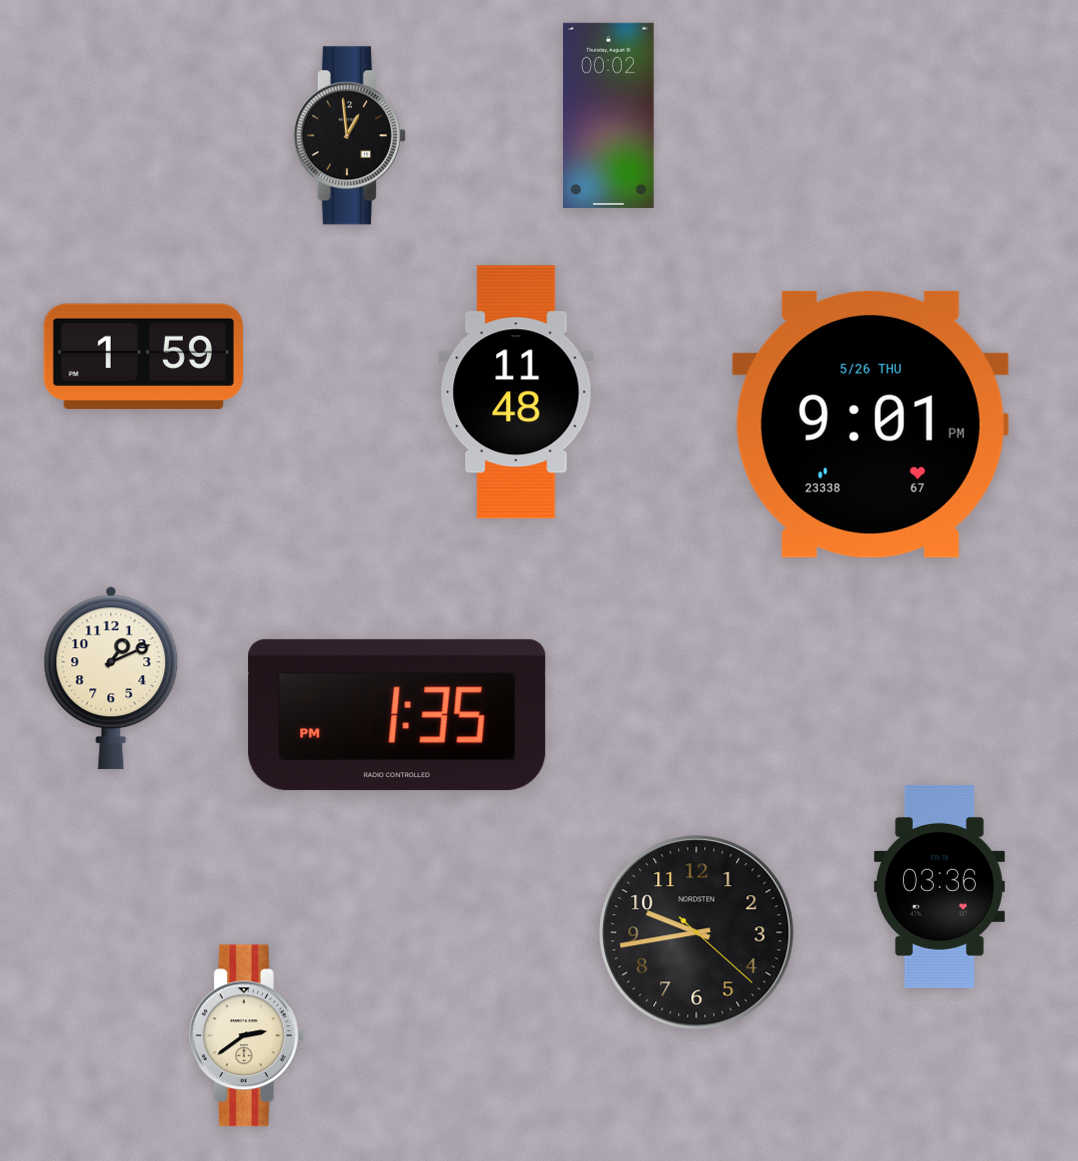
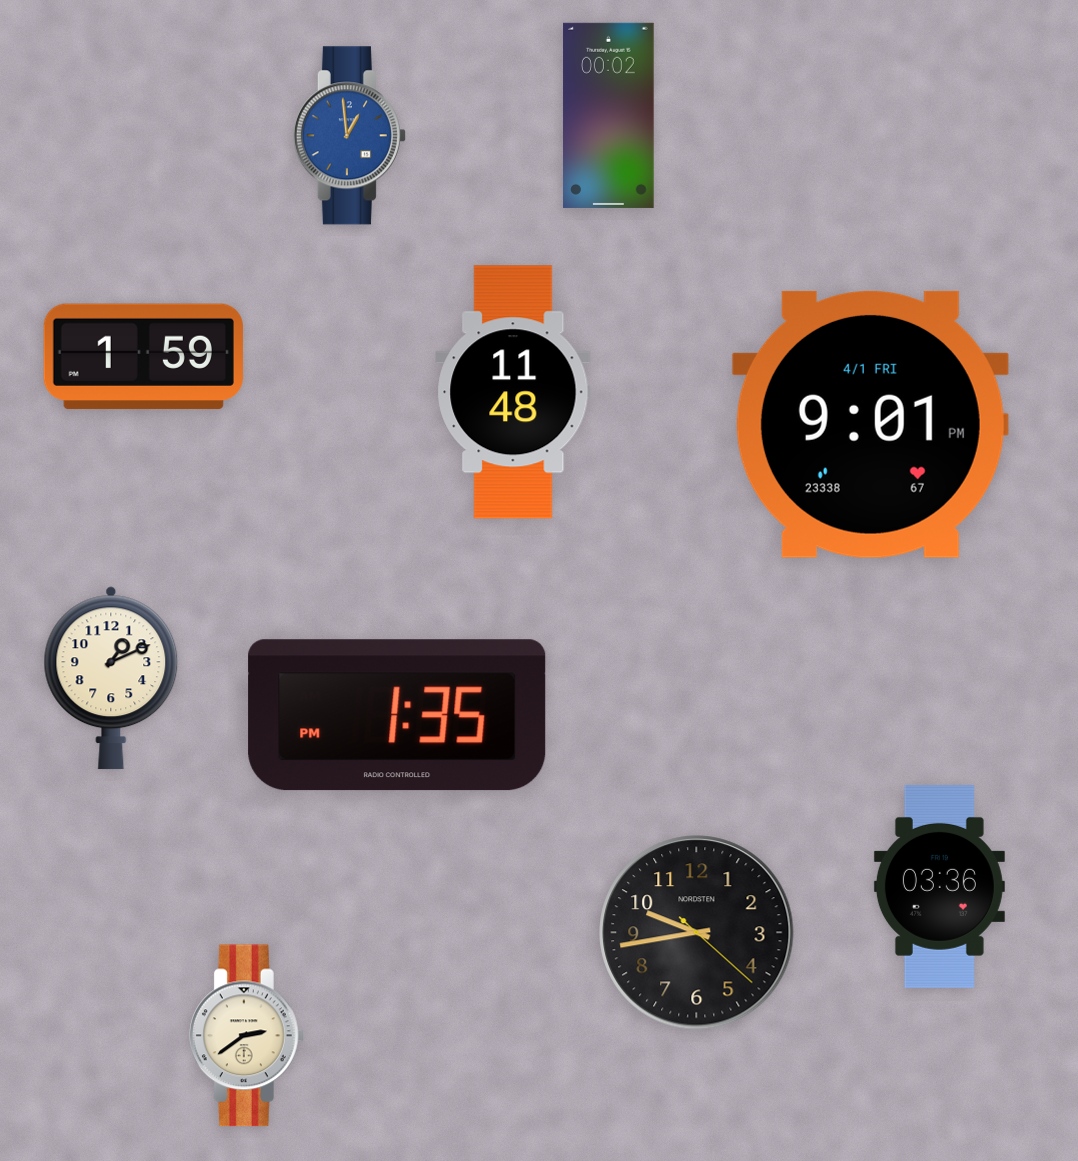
clock at (349, 136) dial: black -> blue
clock at (516, 392) position: (516, 392) -> (513, 392)
clock at (870, 424) date: 5/26 THU -> 4/1 FRI
